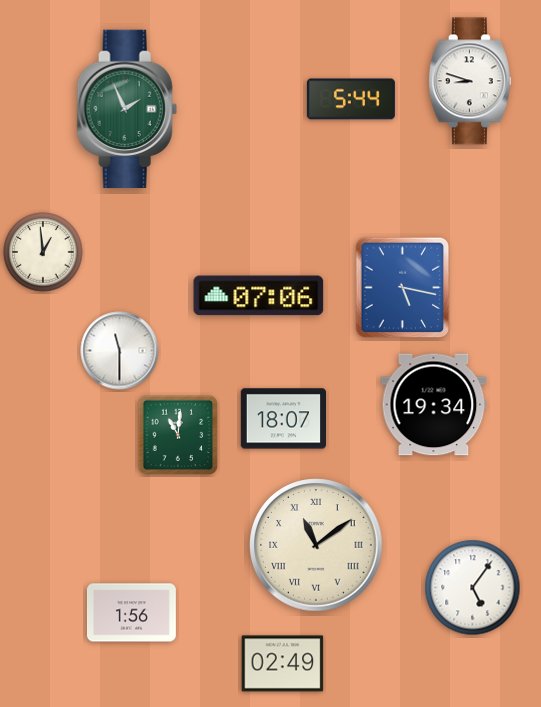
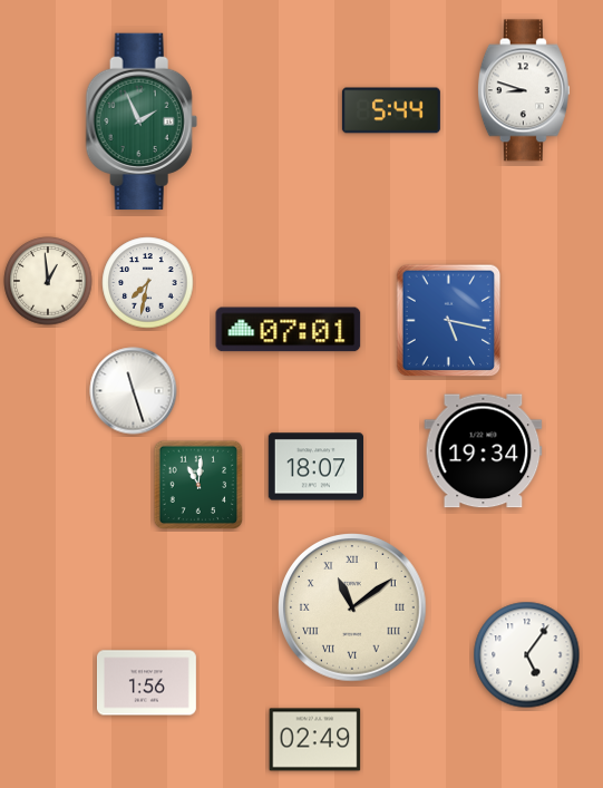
clock at (148, 283): none -> 7:32
clock at (259, 296): 07:06 -> 07:01
clock at (120, 351): 11:30 -> 11:27
